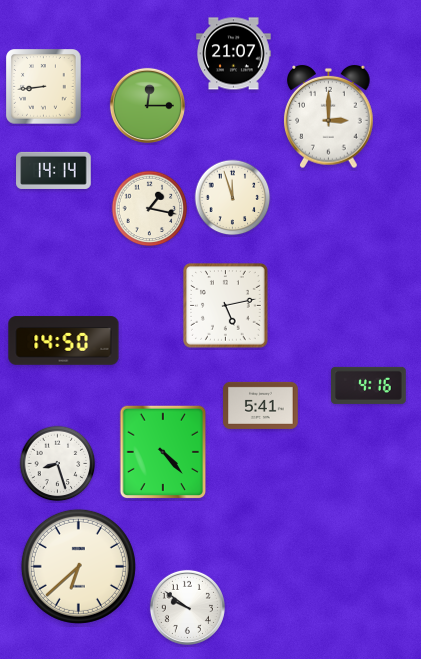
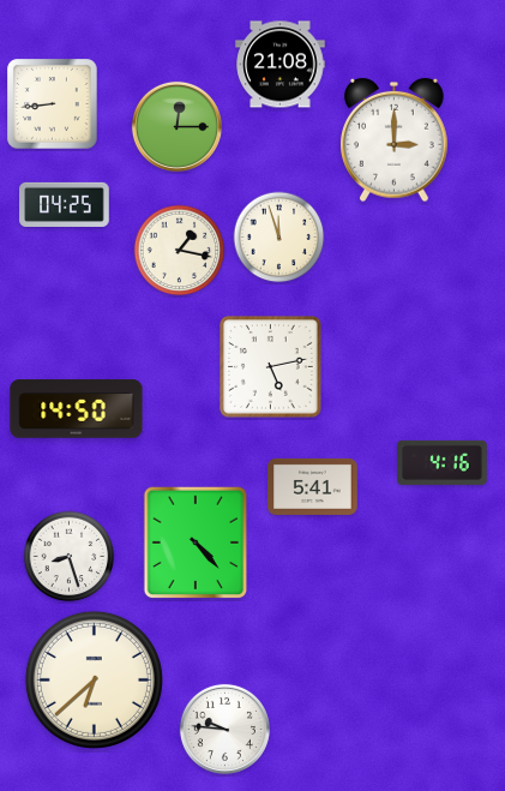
clock at (234, 54): 21:07 -> 21:08
clock at (54, 170): 14:14 -> 04:25
clock at (187, 607): 9:51 -> 9:46
